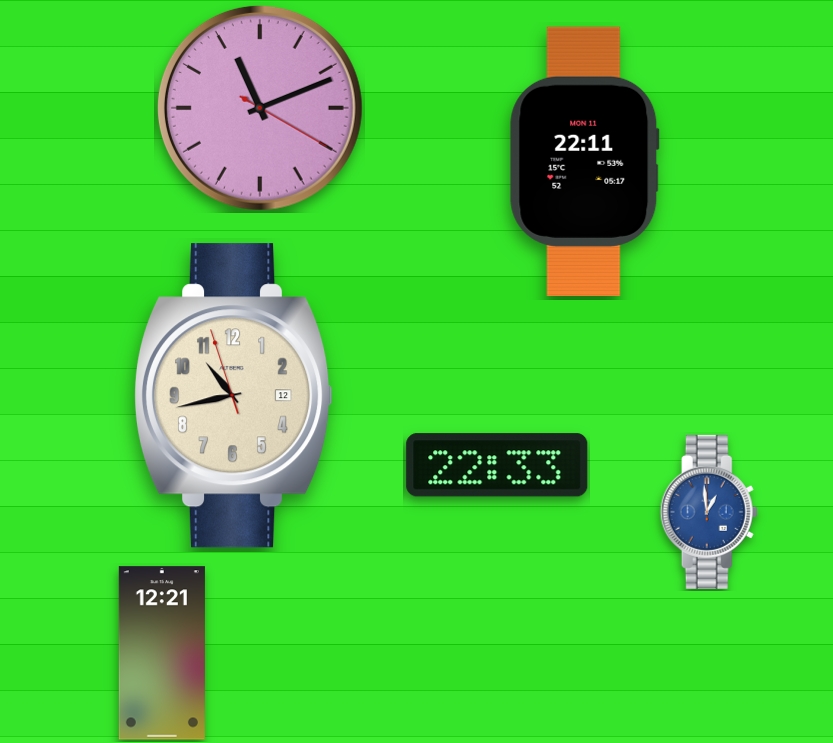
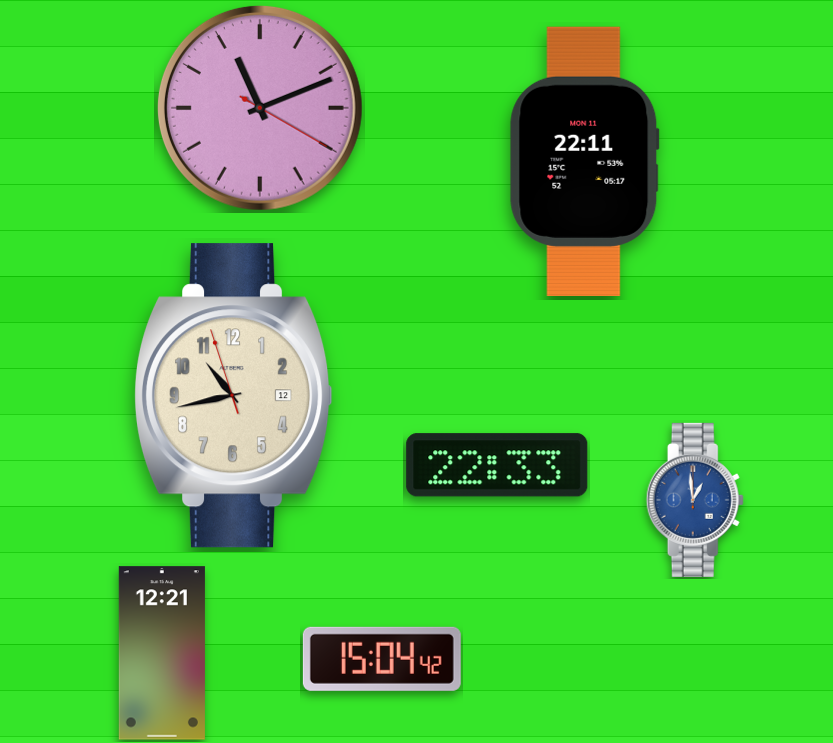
clock at (709, 512) position: (709, 512) -> (695, 500)
clock at (382, 659): none -> 15:04
